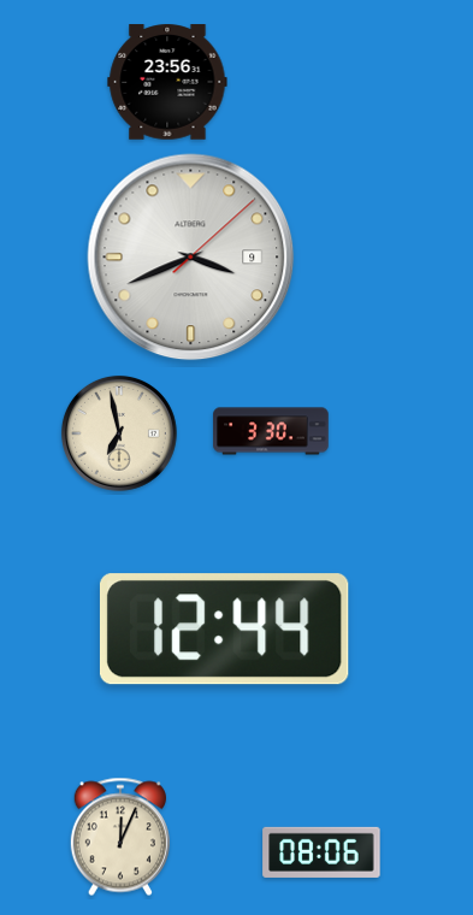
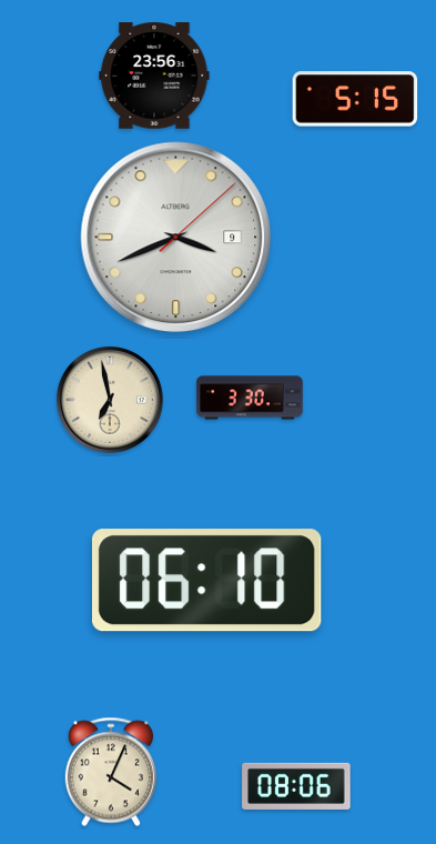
clock at (355, 99): none -> 5:15
clock at (224, 630): 12:44 -> 06:10
clock at (120, 837): 12:04 -> 4:04
